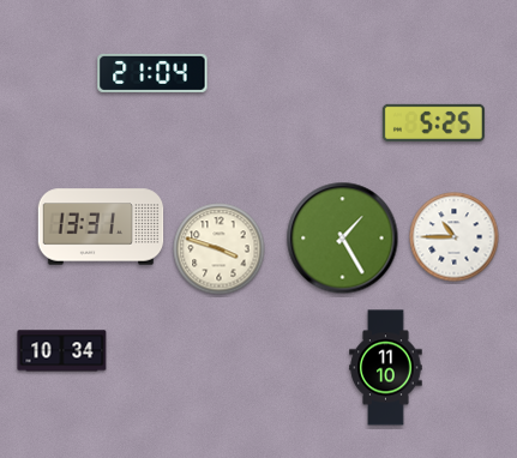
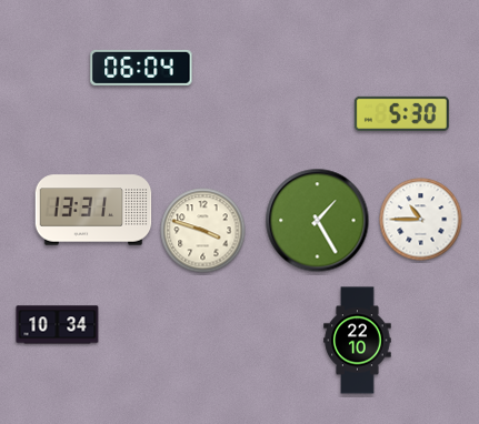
clock at (152, 73): 21:04 -> 06:04
clock at (433, 122): 5:25 -> 5:30
clock at (386, 368): 11:10 -> 22:10
